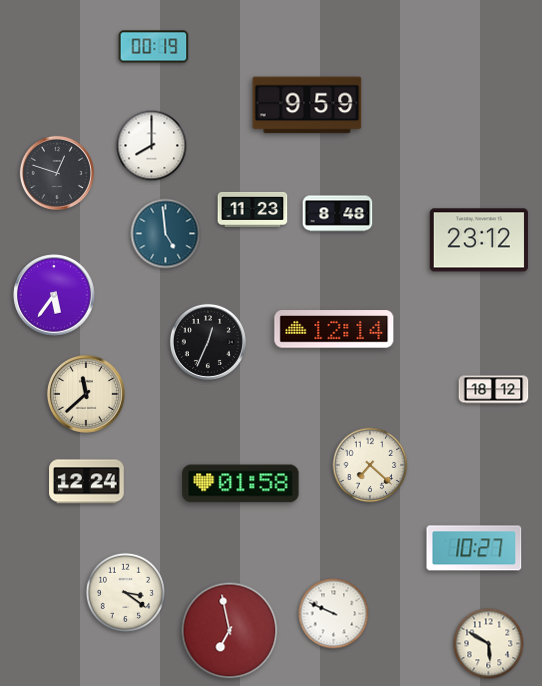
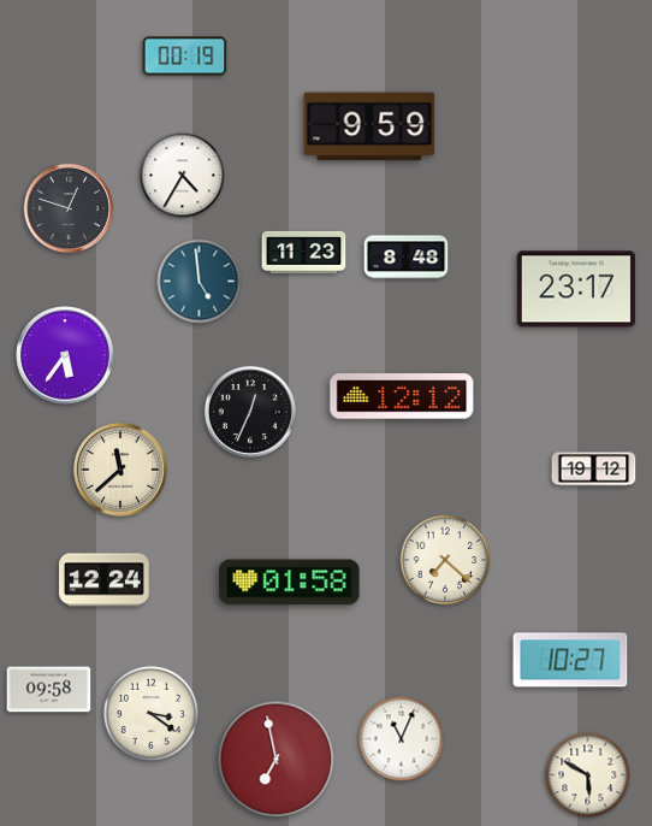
clock at (152, 146): 8:00 -> 4:35
clock at (479, 240): 23:12 -> 23:17
clock at (334, 329): 12:14 -> 12:12
clock at (494, 390): 18:12 -> 19:12
clock at (86, 394) position: (86, 394) -> (120, 470)
clock at (49, 690): none -> 09:58
clock at (334, 614): 9:49 -> 11:04
